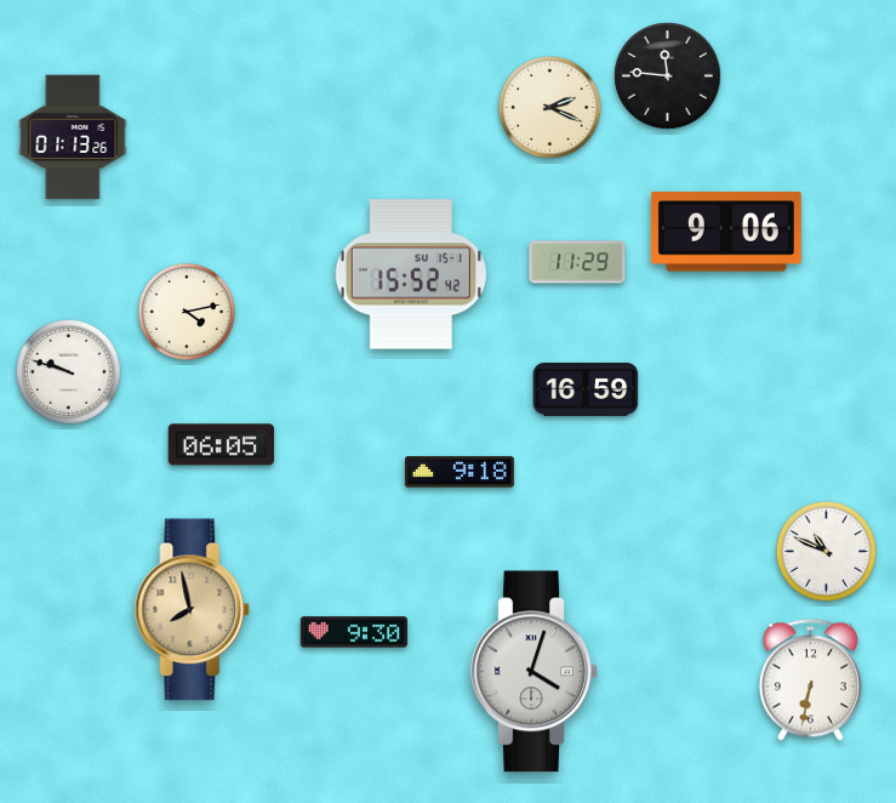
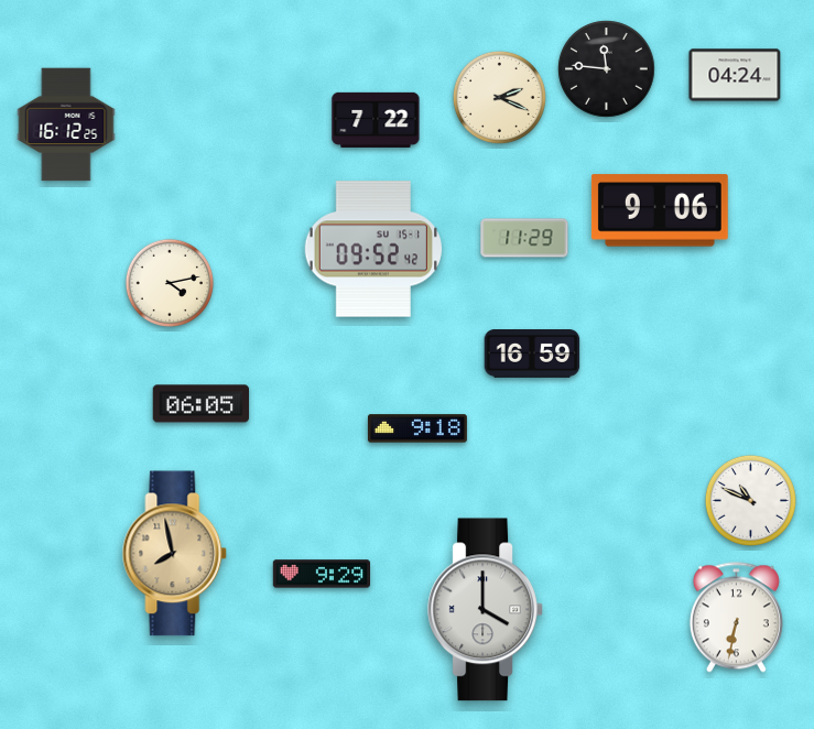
clock at (735, 75): none -> 04:24
clock at (376, 120): none -> 7:22
clock at (73, 137): 01:13 -> 16:12
clock at (411, 274): 15:52 -> 09:52
clock at (69, 372): 9:48 -> none
clock at (353, 632): 9:30 -> 9:29
clock at (535, 672): 4:03 -> 4:00
